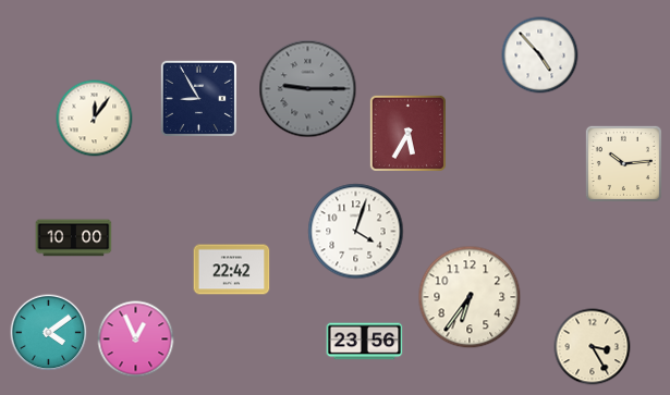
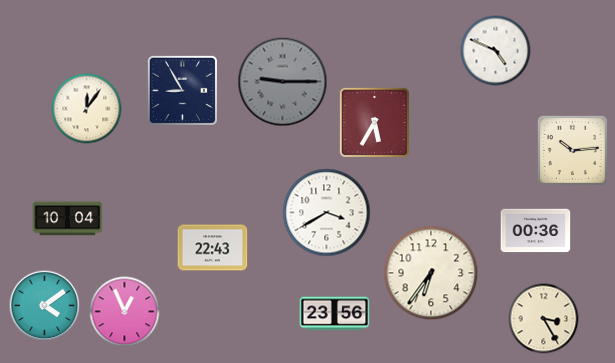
clock at (540, 55): 4:53 -> 4:49
clock at (356, 232): 4:03 -> 3:40
clock at (74, 238): 10:00 -> 10:04
clock at (536, 231): none -> 00:36
clock at (232, 270): 22:42 -> 22:43
